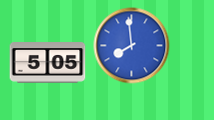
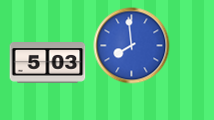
clock at (48, 63): 5:05 -> 5:03
